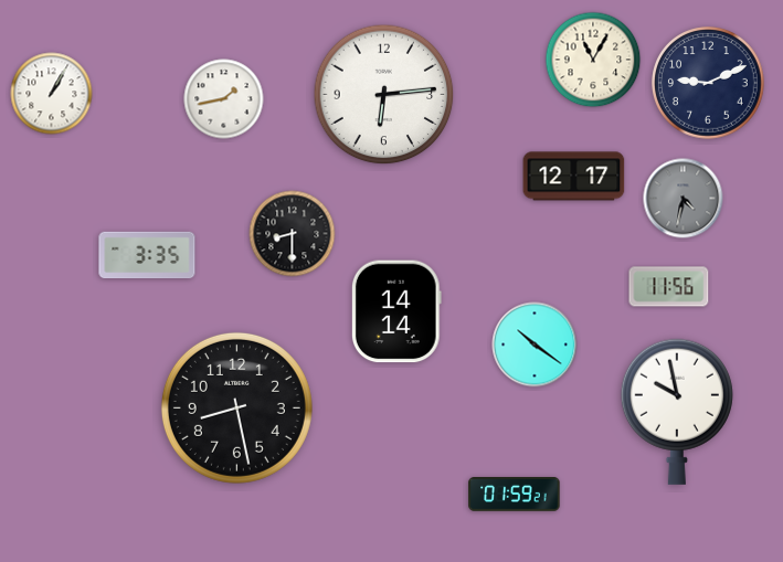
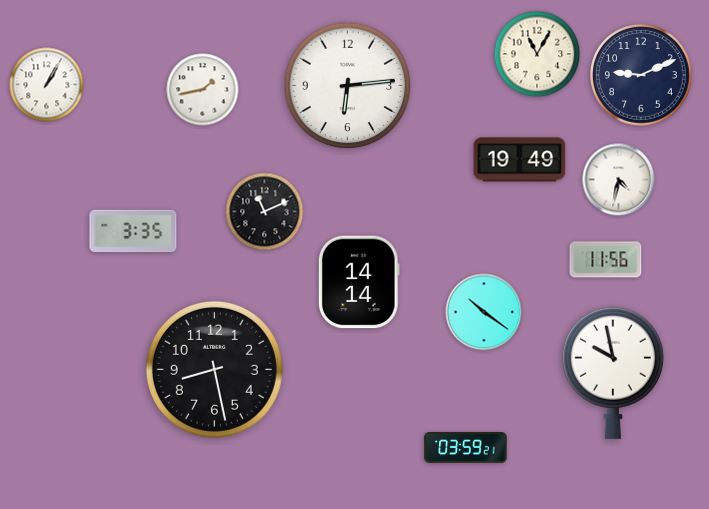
clock at (574, 177): 12:17 -> 19:49
clock at (684, 199) dial: grey -> white
clock at (293, 234): 8:30 -> 11:11
clock at (515, 495): 01:59 -> 03:59
